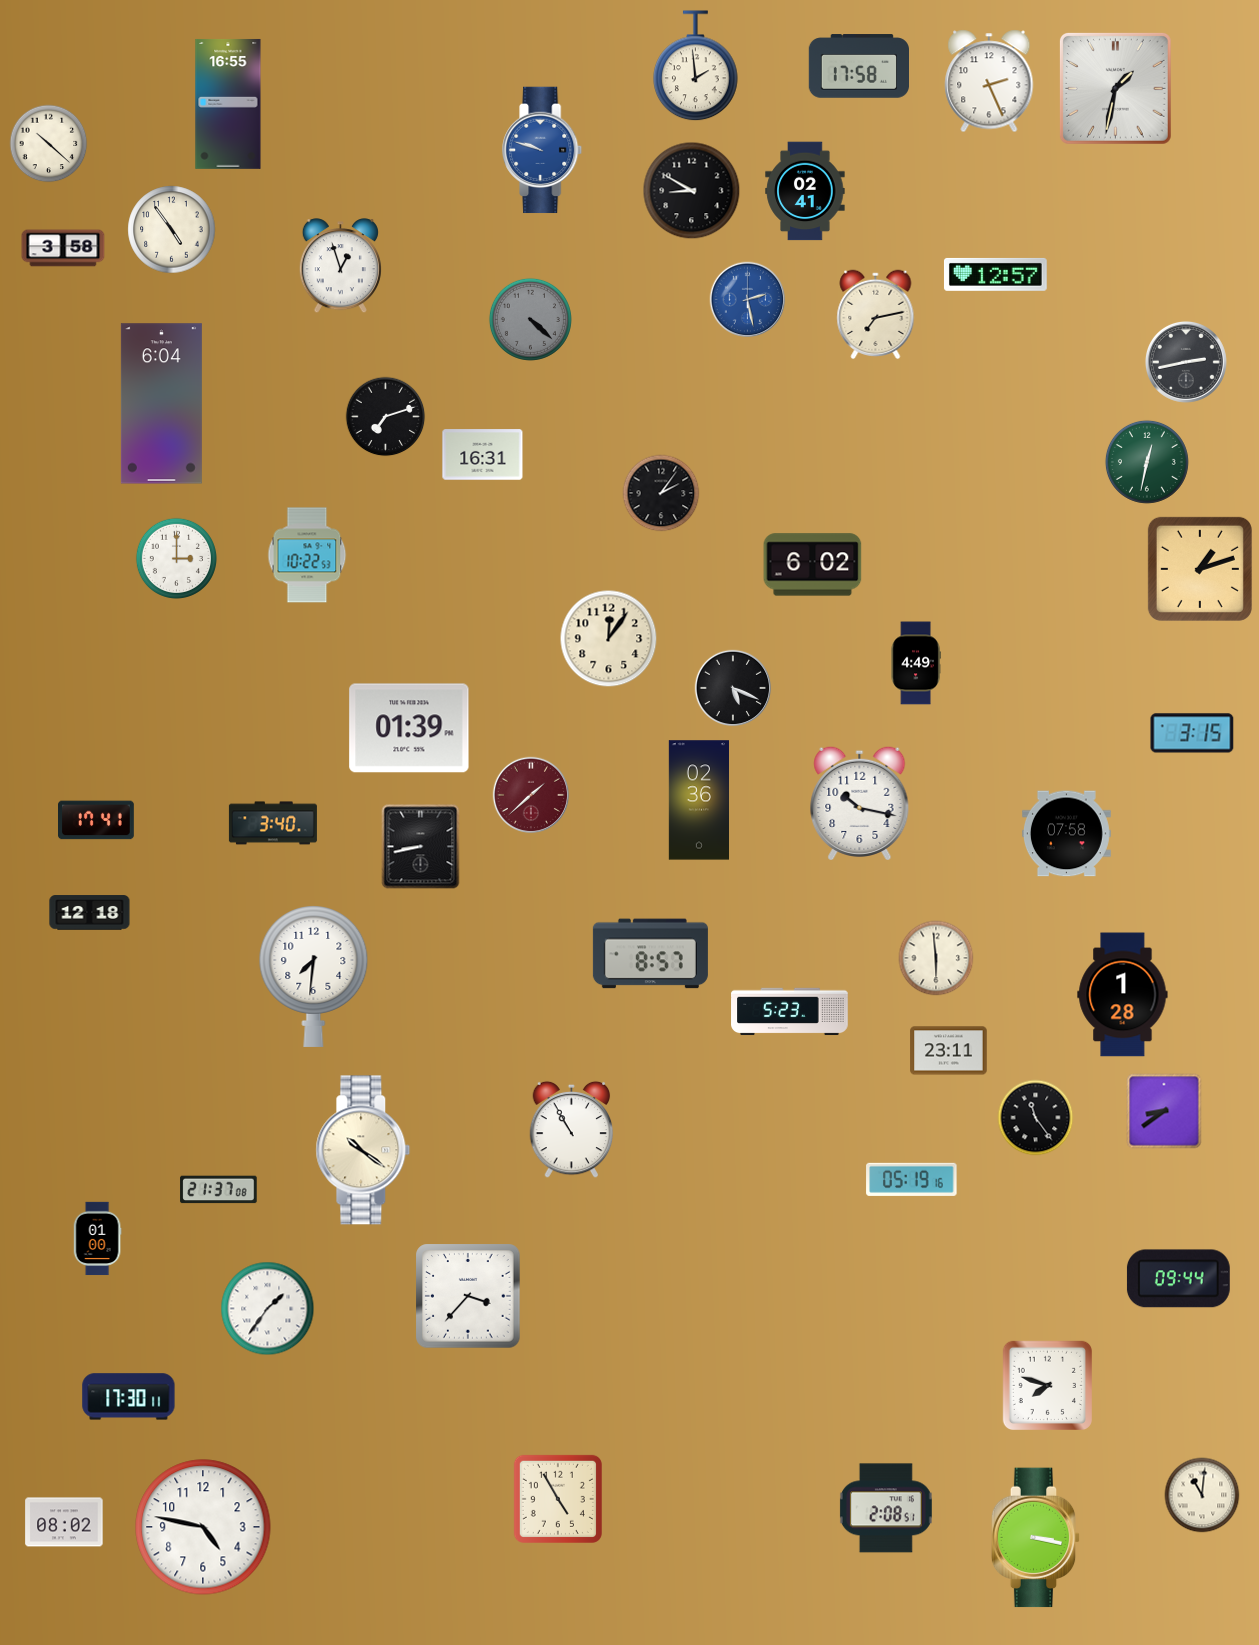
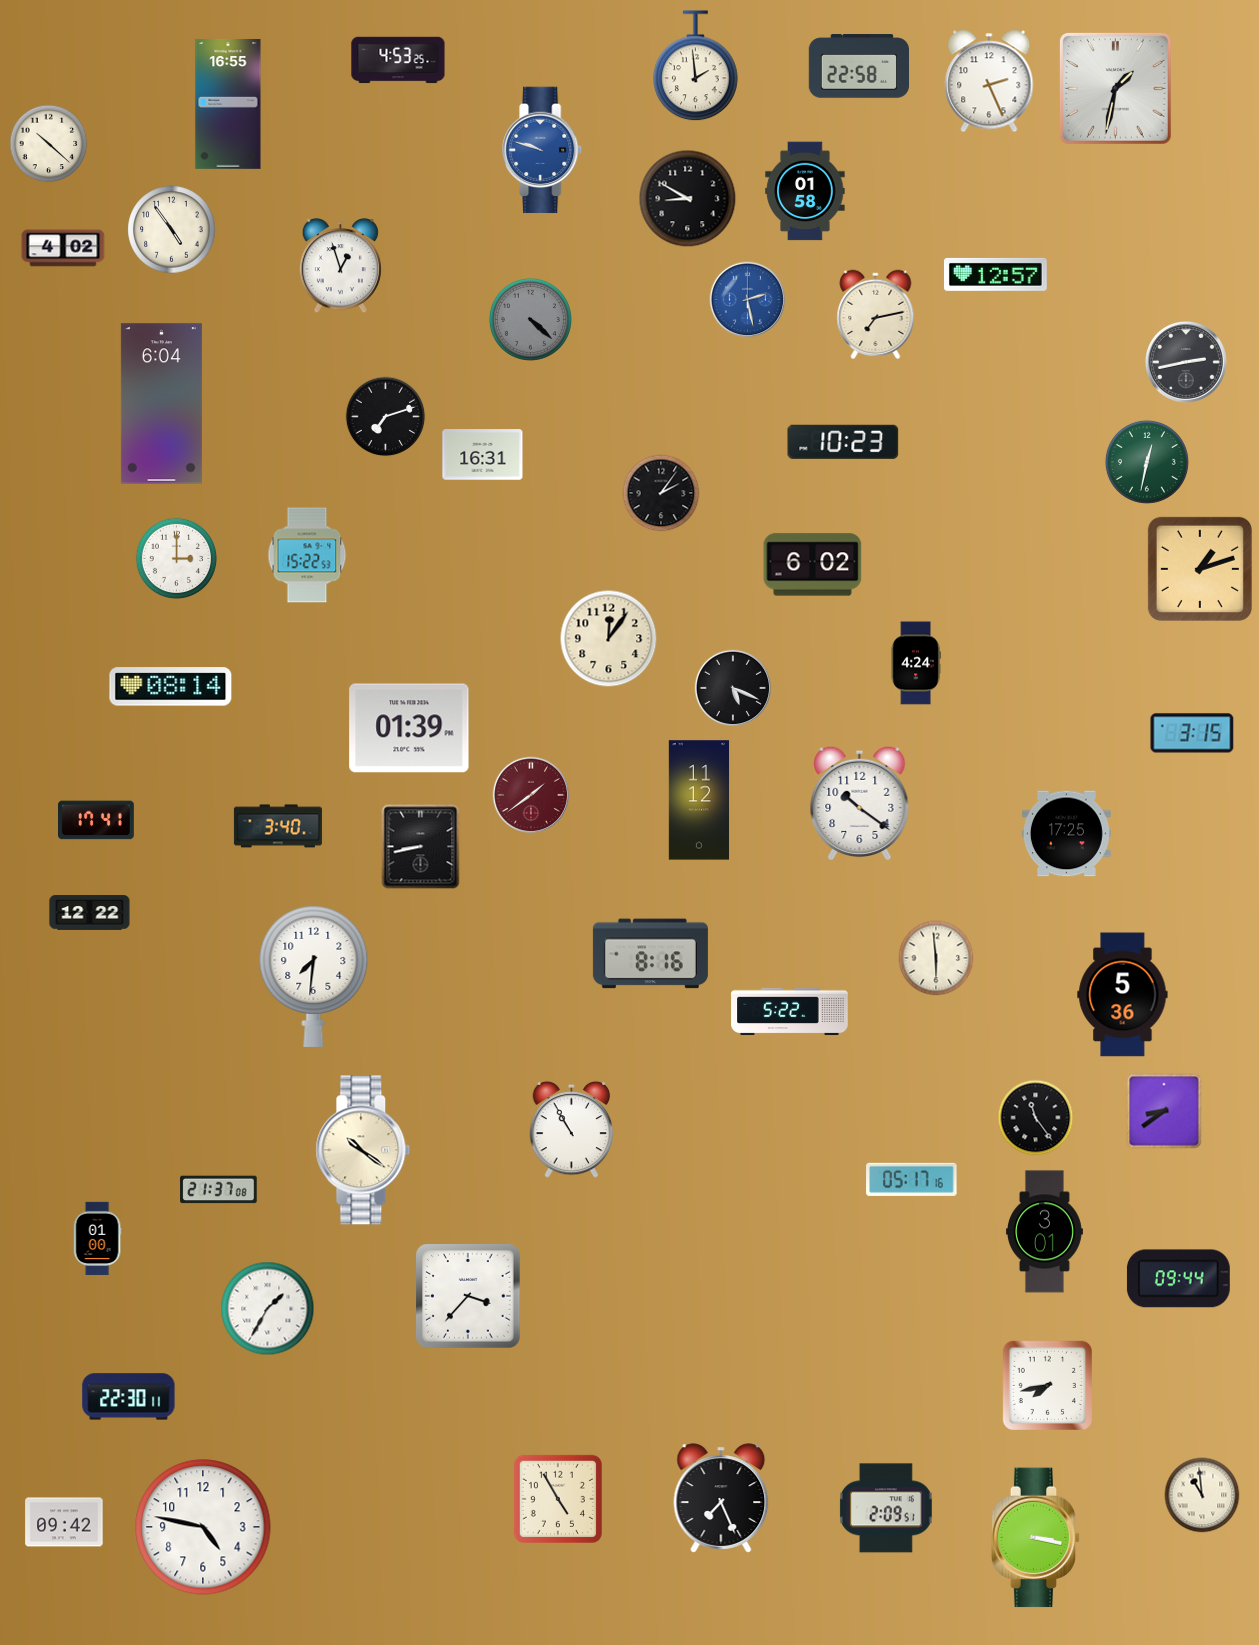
clock at (398, 60): none -> 4:53
clock at (858, 66): 17:58 -> 22:58
clock at (692, 191) position: (692, 191) -> (688, 199)
clock at (805, 191): 02:41 -> 01:58
clock at (63, 248): 3:58 -> 4:02
clock at (843, 442): none -> 10:23
clock at (307, 555): 10:22 -> 15:22
clock at (916, 663): 4:49 -> 4:24
clock at (171, 687): none -> 08:14
clock at (531, 795): 1:38 -> 1:39
clock at (698, 800): 02:36 -> 11:12
clock at (860, 802): 10:17 -> 10:21
clock at (273, 823) position: (273, 823) -> (278, 826)
clock at (1066, 834): 07:58 -> 17:25
clock at (90, 913): 12:18 -> 12:22
clock at (650, 954): 8:57 -> 8:16
clock at (1123, 995): 1:28 -> 5:36
clock at (790, 1012): 5:23 -> 5:22
clock at (949, 1051): 23:11 -> none
clock at (912, 1179): 05:19 -> 05:17
clock at (1044, 1232): none -> 3:01
clock at (268, 1309): 1:36 -> 1:35
clock at (1047, 1385): 7:48 -> 7:43
clock at (129, 1397): 17:30 -> 22:30
clock at (1202, 1495): 11:01 -> 10:59
clock at (721, 1498): none -> 7:26
clock at (886, 1508): 2:08 -> 2:09
clock at (64, 1522): 08:02 -> 09:42
